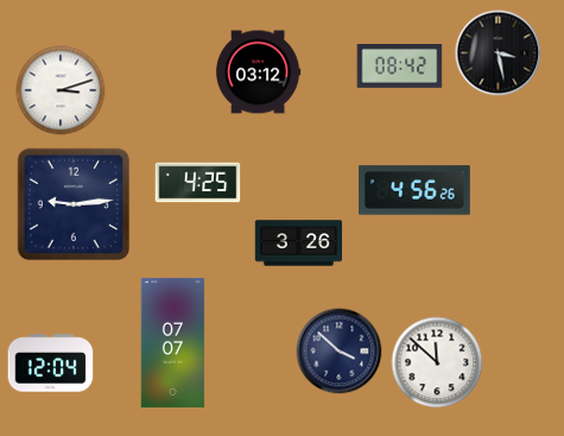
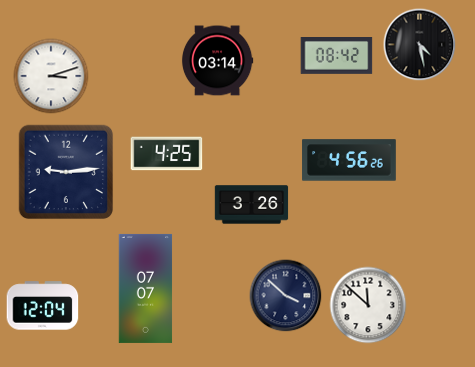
clock at (499, 53): 3:28 -> 4:28
clock at (258, 72): 03:12 -> 03:14
clock at (74, 204) position: (74, 204) -> (66, 172)
